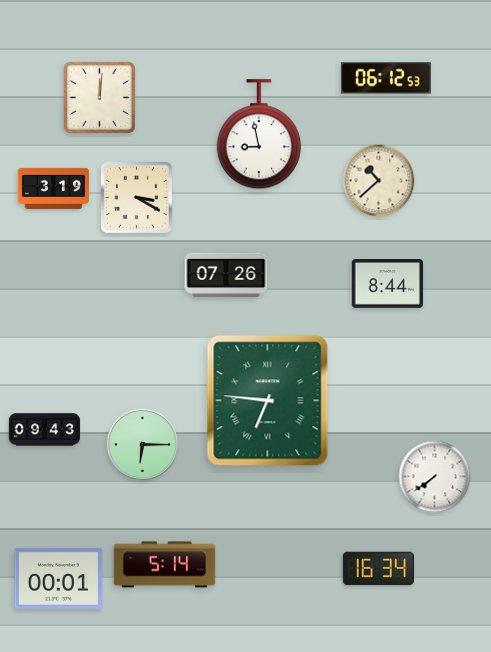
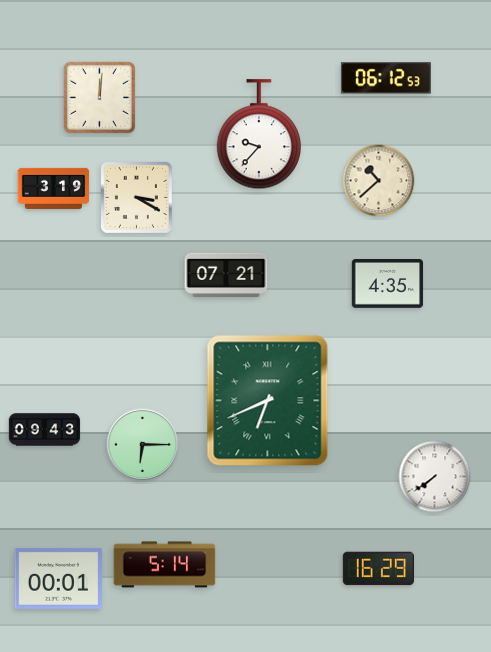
clock at (258, 135): 8:58 -> 9:37
clock at (226, 274): 07:26 -> 07:21
clock at (388, 284): 8:44 -> 4:35
clock at (268, 401): 6:46 -> 6:41
clock at (379, 569): 16:34 -> 16:29
